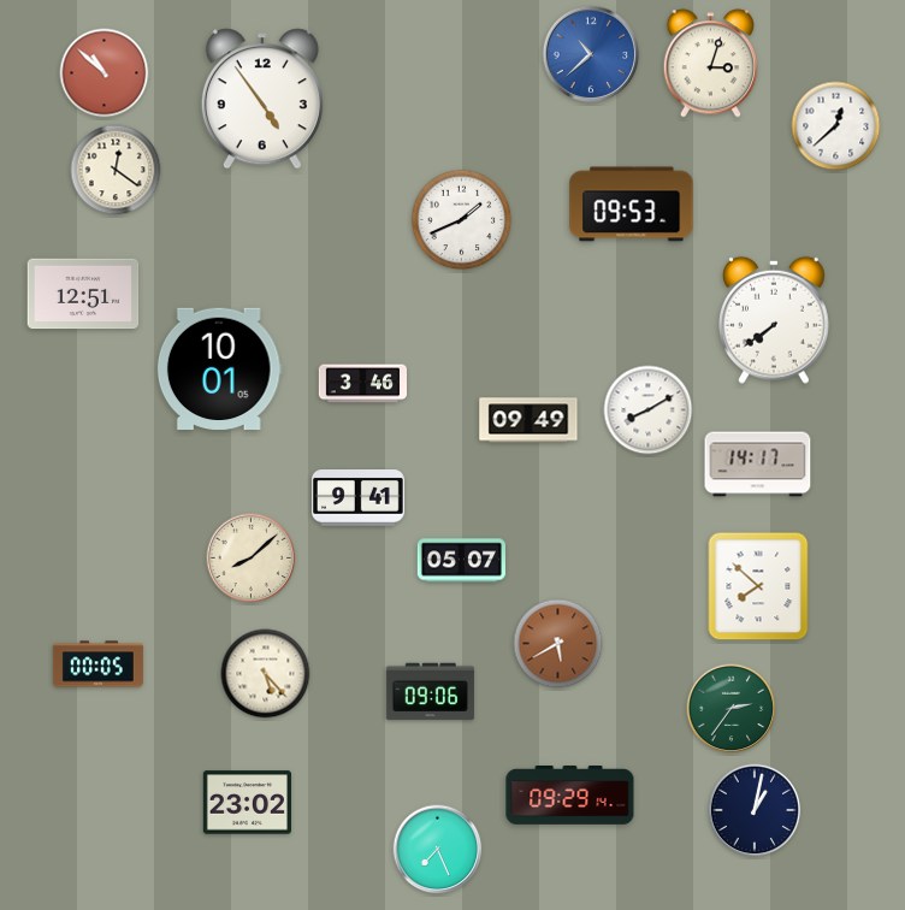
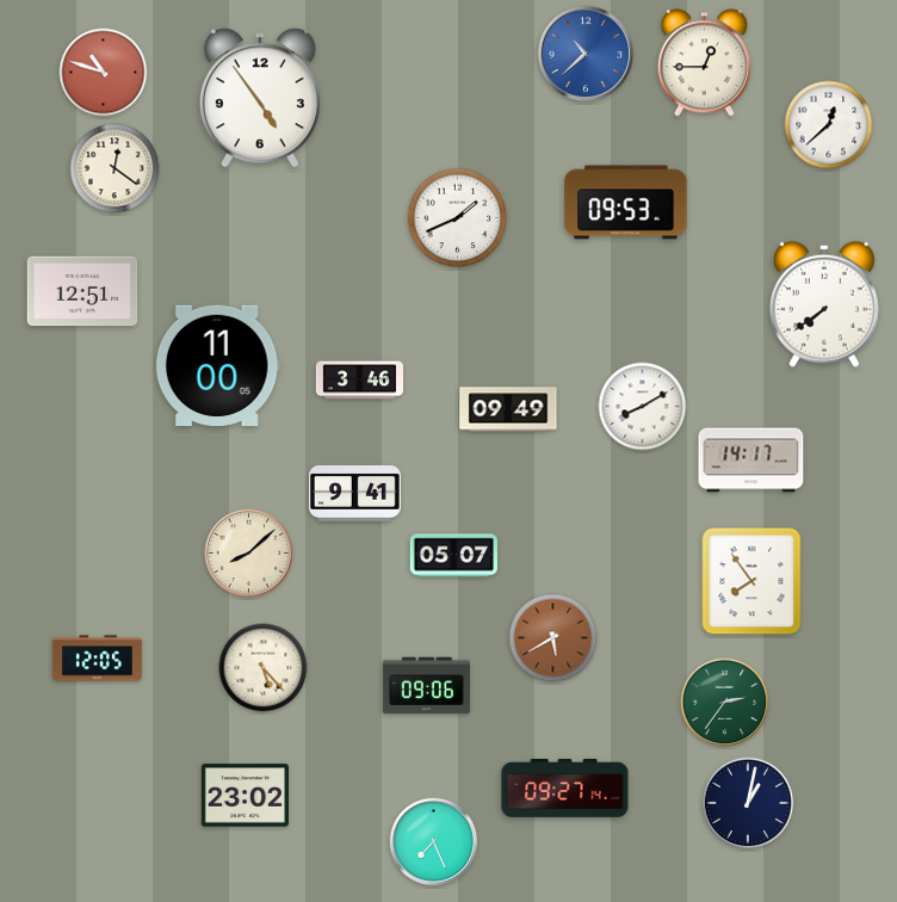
clock at (710, 64): 3:03 -> 12:45
clock at (105, 73): 10:52 -> 10:48
clock at (774, 320) position: (774, 320) -> (824, 304)
clock at (219, 370): 10:01 -> 11:00
clock at (528, 420) position: (528, 420) -> (508, 409)
clock at (461, 561) position: (461, 561) -> (453, 556)
clock at (758, 586): 7:52 -> 7:54
clock at (97, 664): 00:05 -> 12:05
clock at (570, 796): 09:29 -> 09:27
